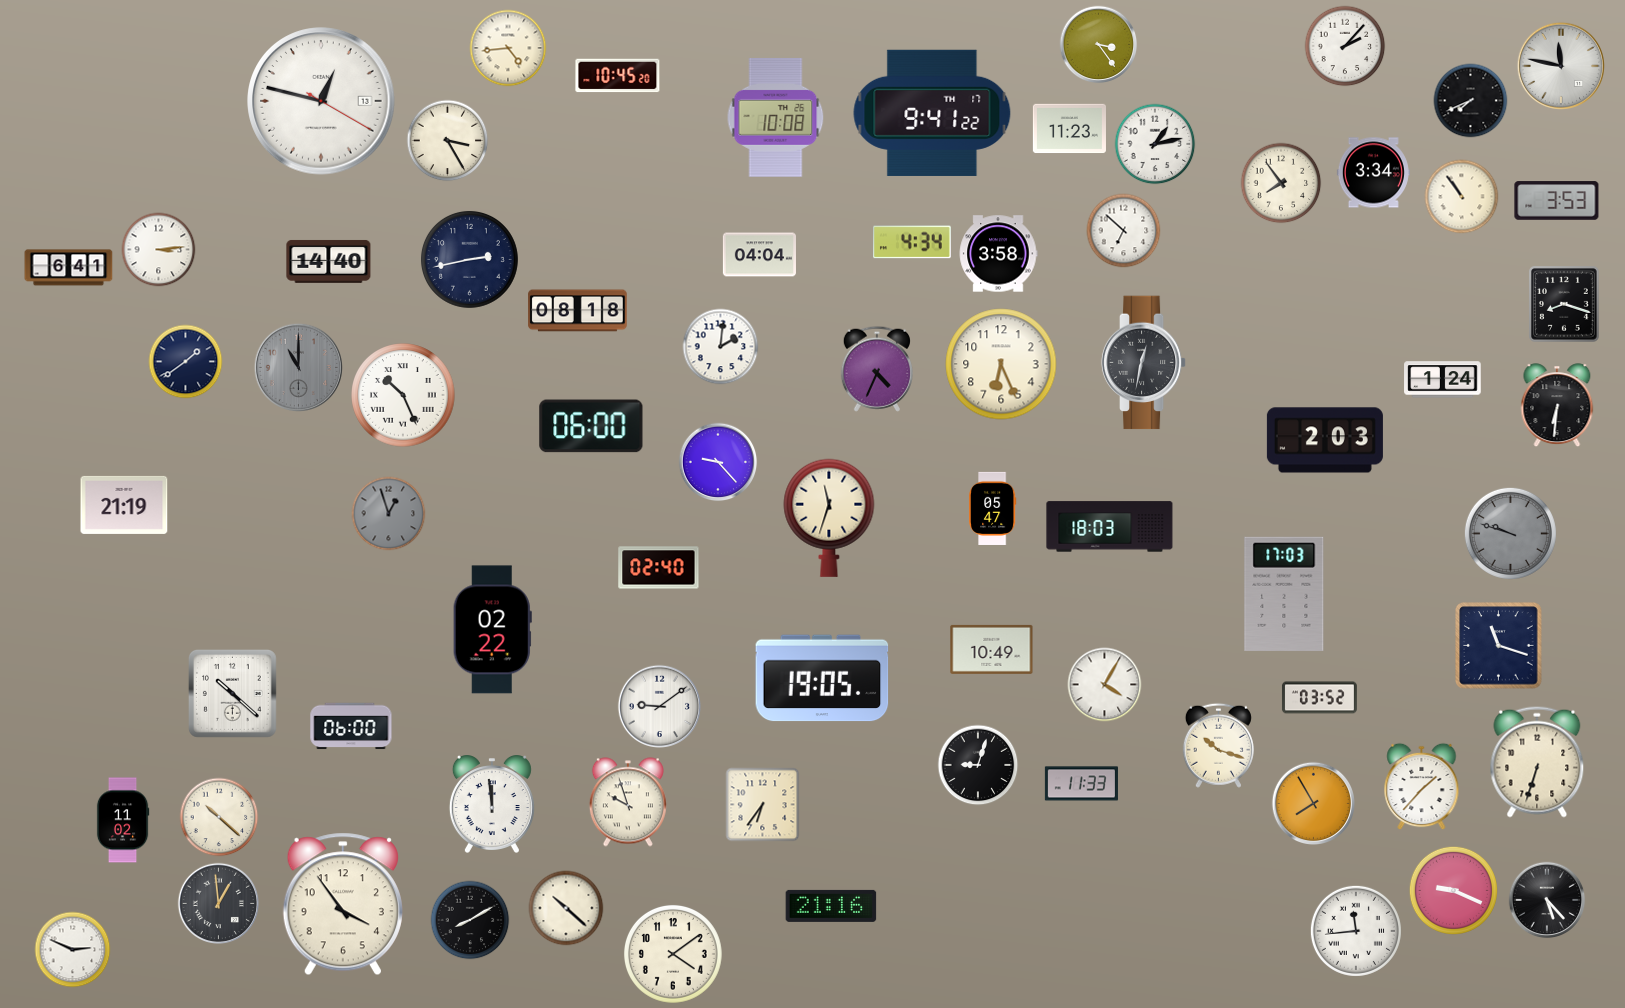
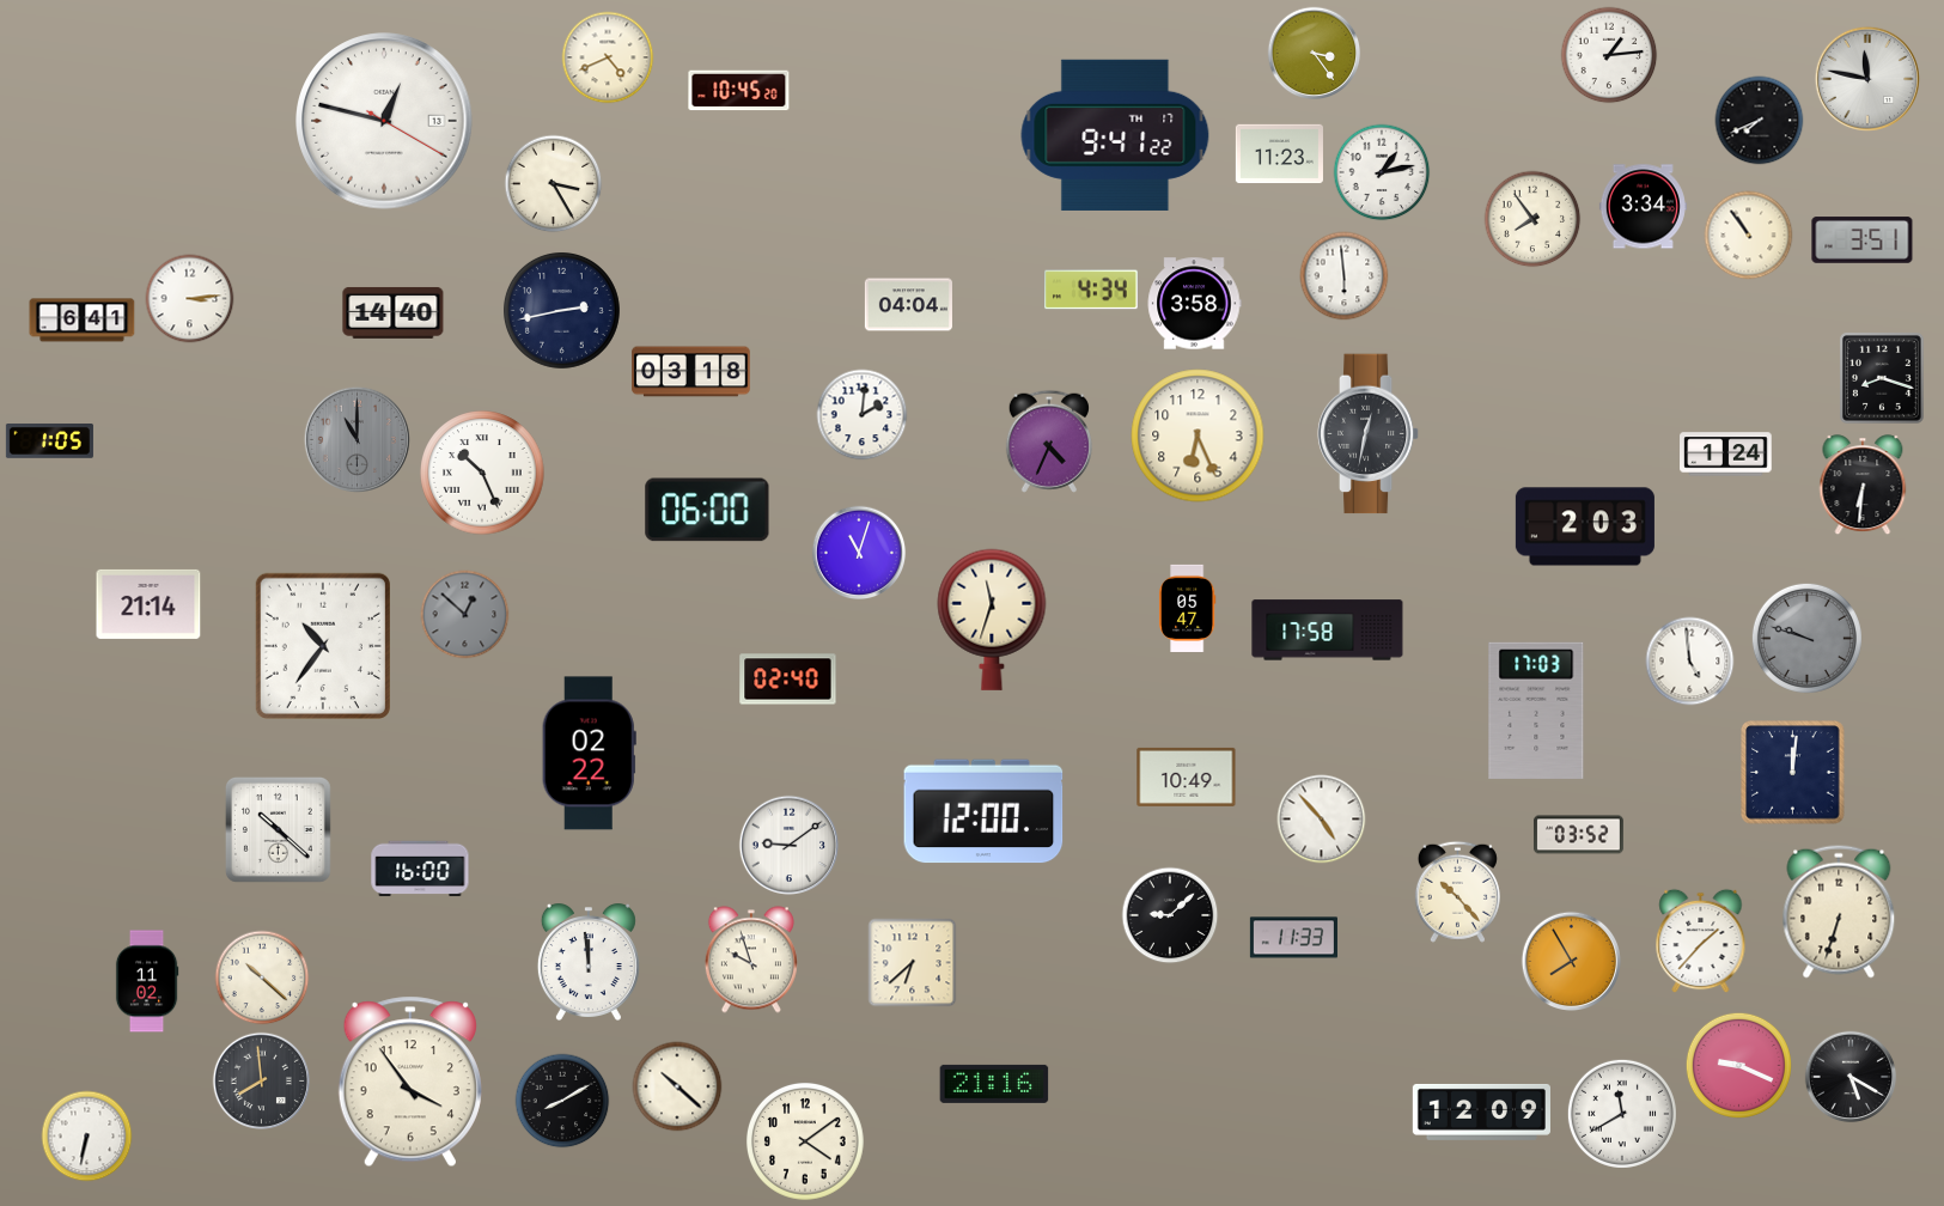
clock at (1345, 46): 2:07 -> 1:14
clock at (508, 48): 4:44 -> 4:41
clock at (776, 117): 10:08 -> none
clock at (448, 141) position: (448, 141) -> (554, 184)
clock at (1557, 201): 3:53 -> 3:51
clock at (1124, 231): 6:52 -> 5:59
clock at (1565, 305) position: (1565, 305) -> (1883, 379)
clock at (578, 311): 08:18 -> 03:18
clock at (186, 362): 1:39 -> none
clock at (49, 441): none -> 1:05
clock at (718, 462): 9:23 -> 11:03
clock at (124, 505): 21:19 -> 21:14
clock at (389, 514): 12:57 -> 12:52
clock at (1110, 527): 18:03 -> 17:58
clock at (323, 646): none -> 10:36
clock at (1690, 662): none -> 4:59
clock at (1499, 646): 11:18 -> 12:01
clock at (822, 678): 19:05 -> 12:00
clock at (1105, 685): 4:05 -> 4:53
clock at (351, 726): 06:00 -> 16:00
clock at (1218, 745): 10:18 -> 10:23
clock at (978, 765): 9:03 -> 9:08
clock at (763, 805): 6:36 -> 6:38
clock at (1547, 900): 5:23 -> 5:20
clock at (219, 904): 12:59 -> 7:59
clock at (1481, 1111): none -> 12:09
clock at (1356, 931): 11:44 -> 11:40
clock at (73, 950): 2:49 -> 6:32
